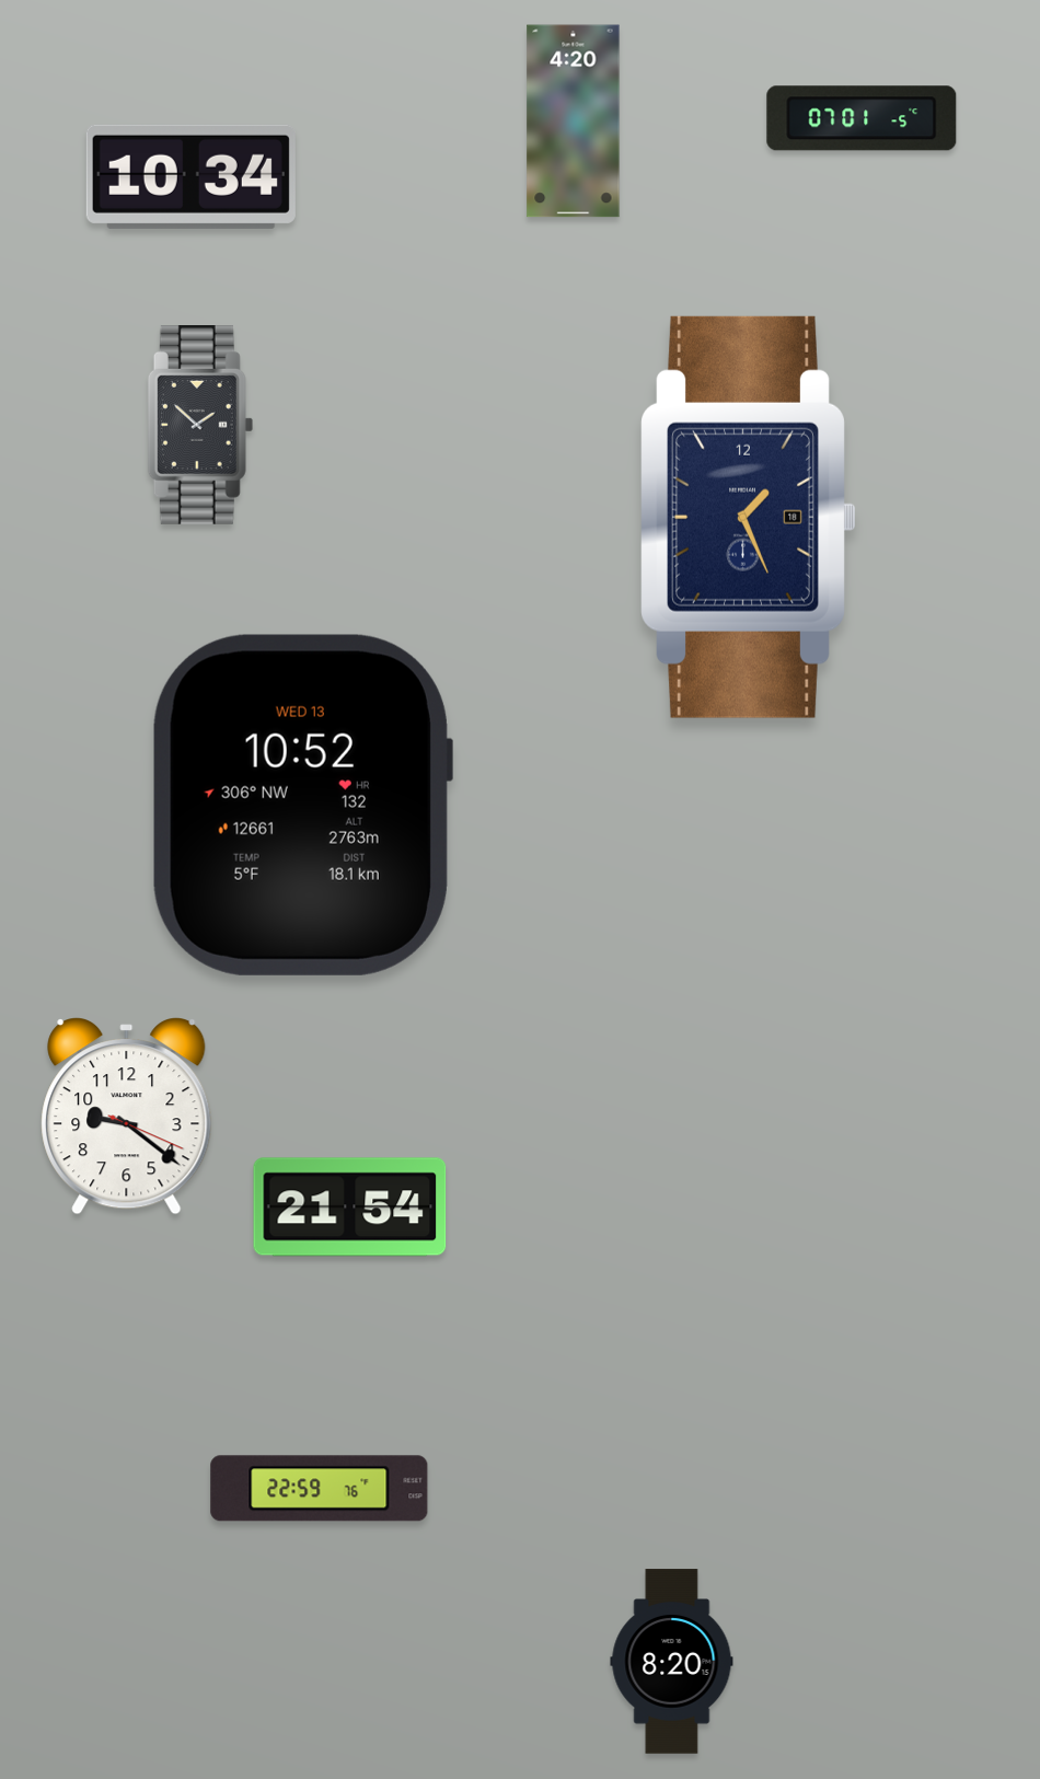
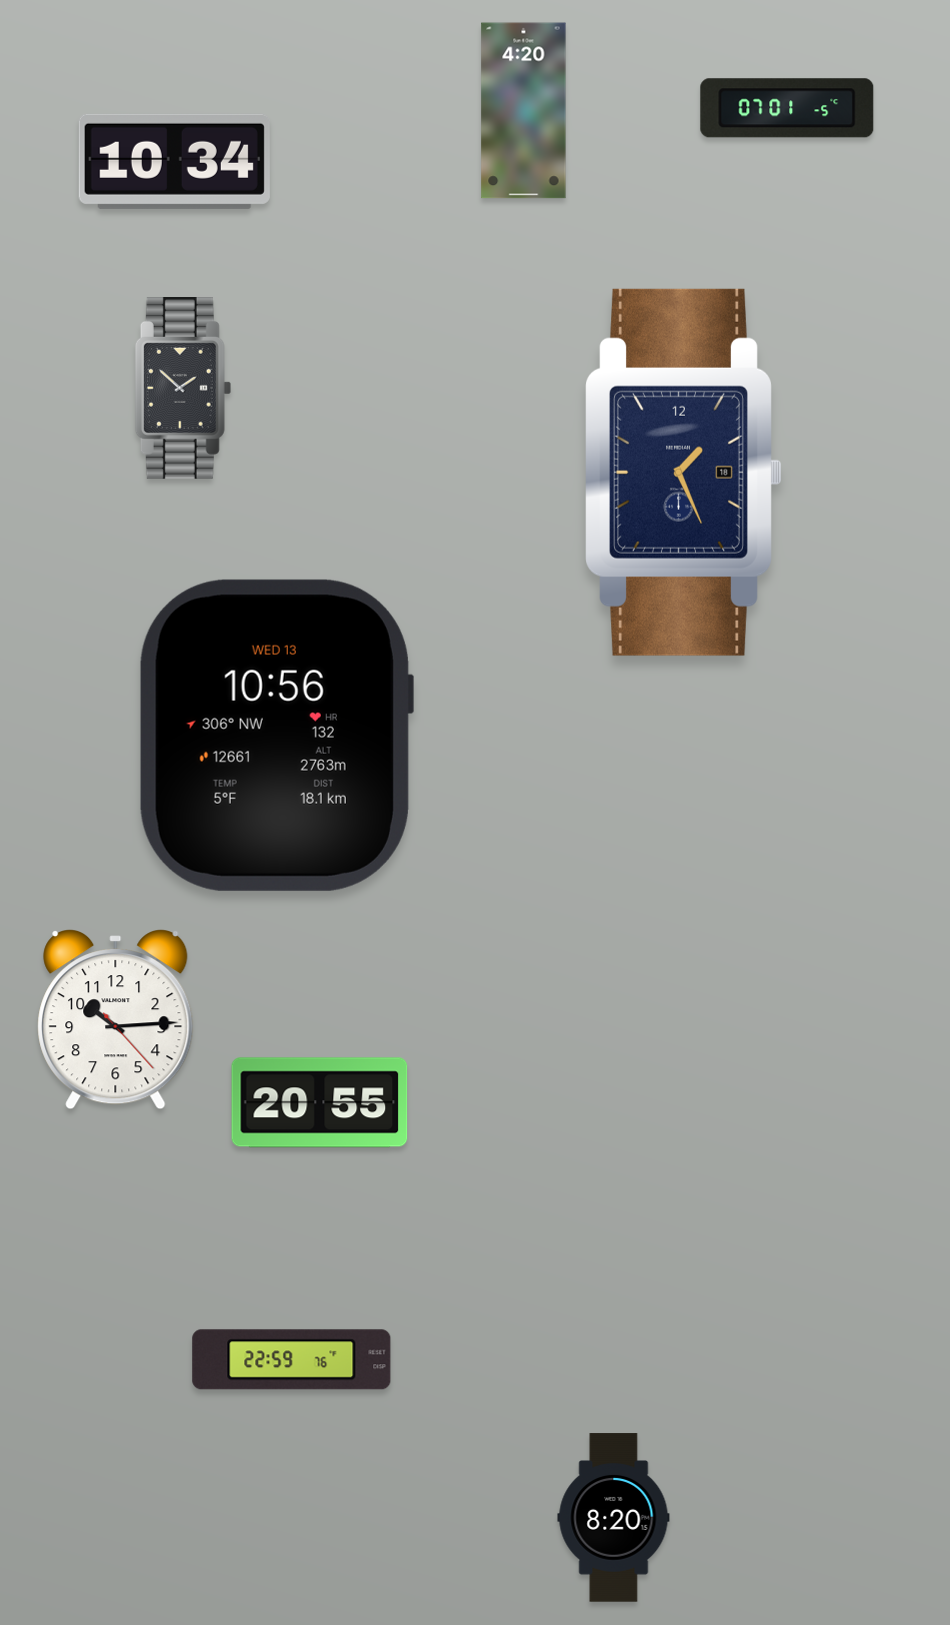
clock at (302, 805): 10:52 -> 10:56
clock at (127, 1117): 9:21 -> 10:14
clock at (350, 1208): 21:54 -> 20:55
